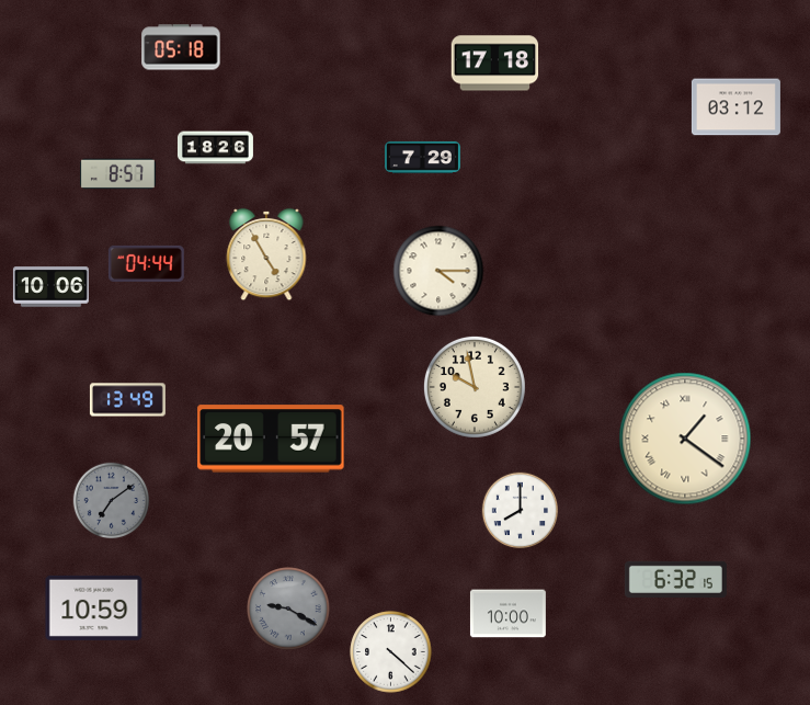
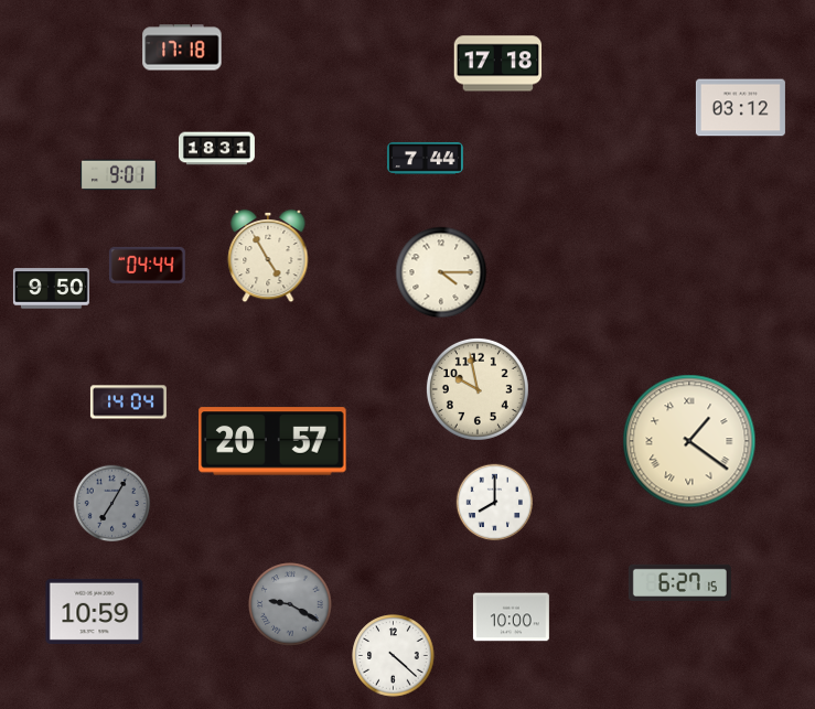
clock at (181, 47): 05:18 -> 17:18
clock at (215, 148): 18:26 -> 18:31
clock at (422, 157): 7:29 -> 7:44
clock at (117, 174): 8:57 -> 9:01
clock at (50, 287): 10:06 -> 9:50
clock at (127, 400): 13:49 -> 14:04
clock at (112, 501): 7:09 -> 7:05
clock at (521, 511) position: (521, 511) -> (495, 503)
clock at (675, 579): 6:32 -> 6:27
clock at (288, 609) position: (288, 609) -> (290, 604)
